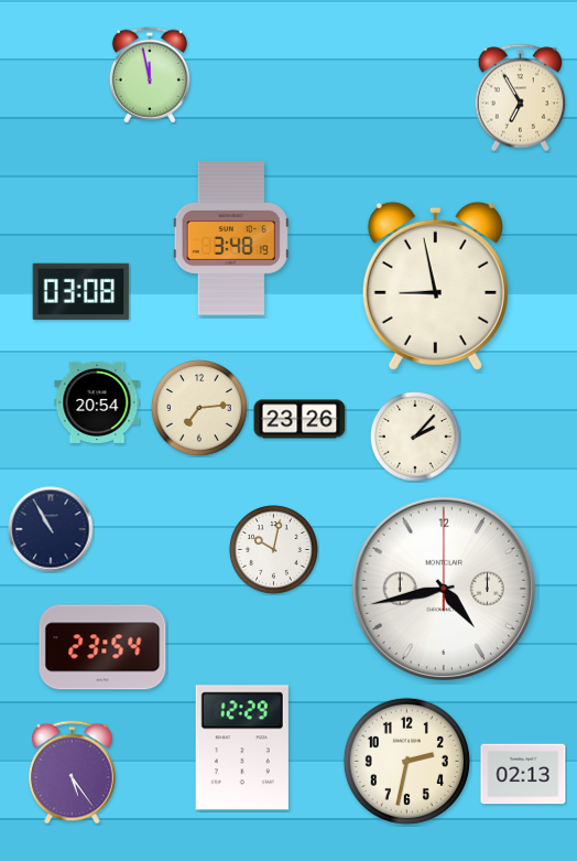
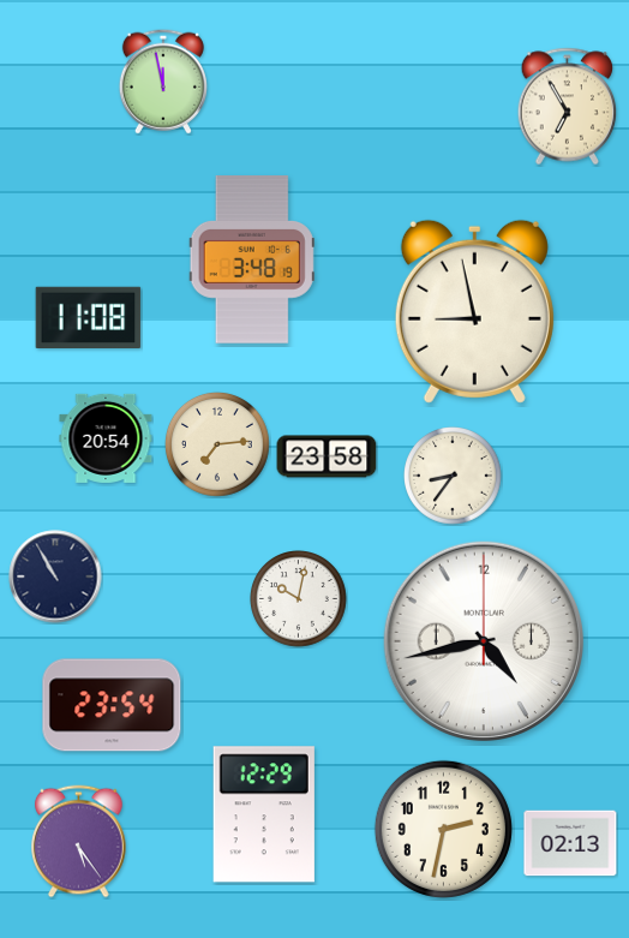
clock at (81, 291): 03:08 -> 11:08
clock at (300, 419): 23:26 -> 23:58
clock at (416, 438): 2:07 -> 8:36
